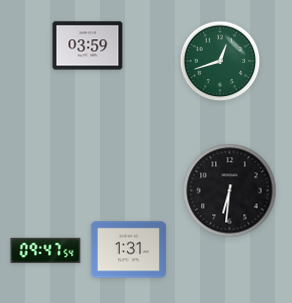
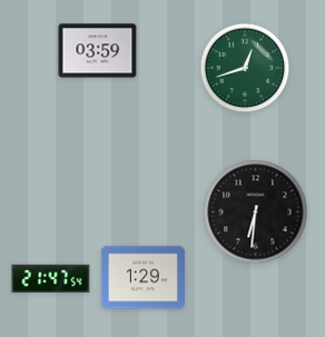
clock at (128, 250): 1:31 -> 1:29
clock at (46, 251): 09:47 -> 21:47
